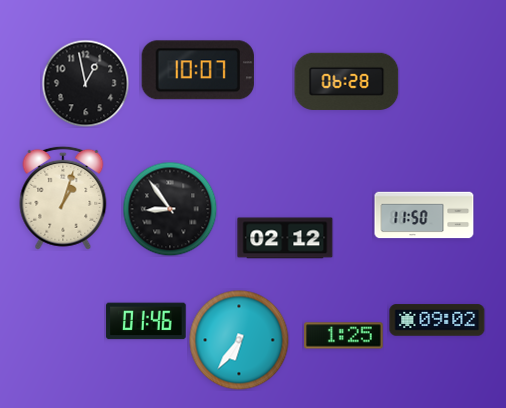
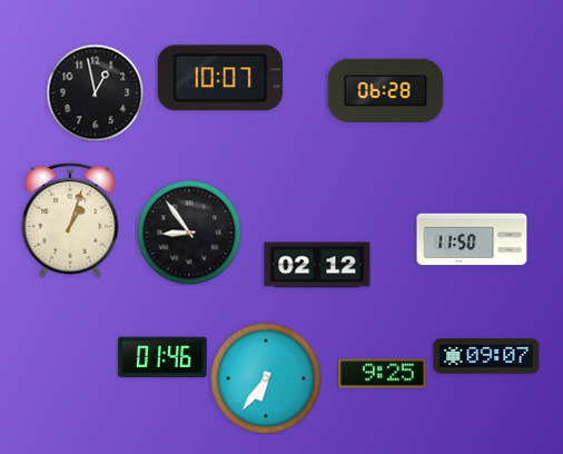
clock at (437, 320): 09:02 -> 09:07
clock at (344, 336): 1:25 -> 9:25
